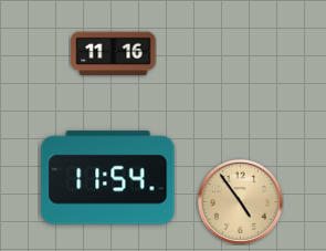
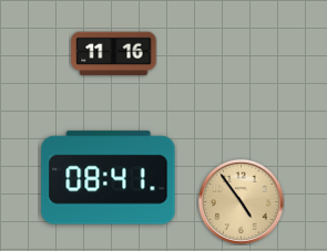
clock at (108, 178): 11:54 -> 08:41
